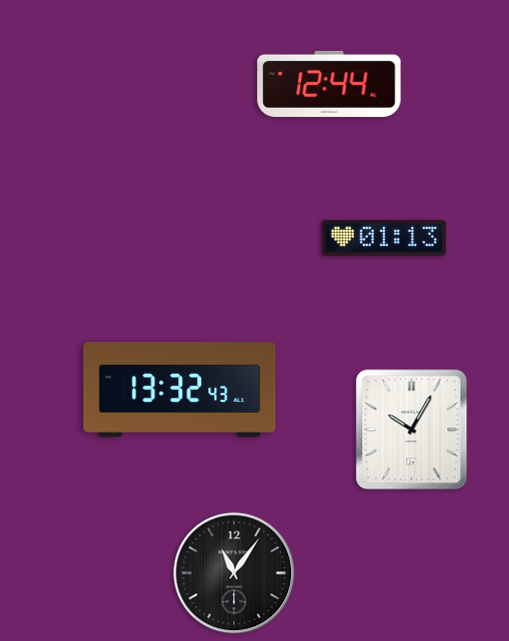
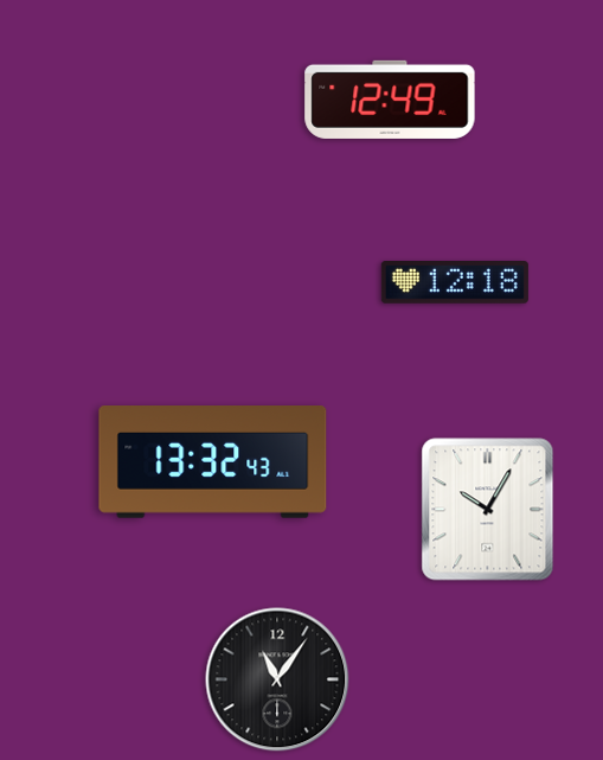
clock at (329, 84): 12:44 -> 12:49
clock at (384, 239): 01:13 -> 12:18
